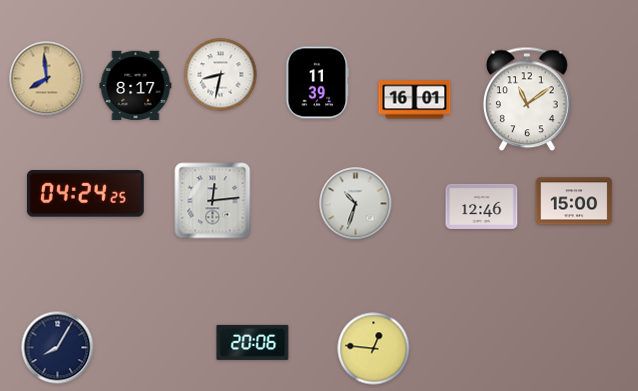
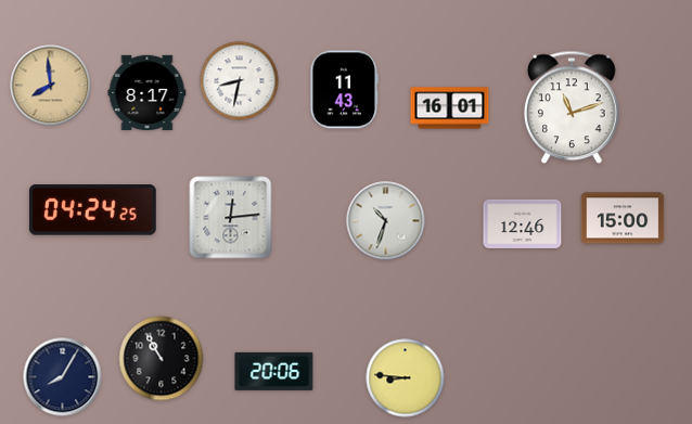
clock at (318, 83): 11:39 -> 11:43
clock at (528, 99): 11:09 -> 11:12
clock at (162, 359): none -> 10:55
clock at (374, 349): 12:46 -> 8:46
